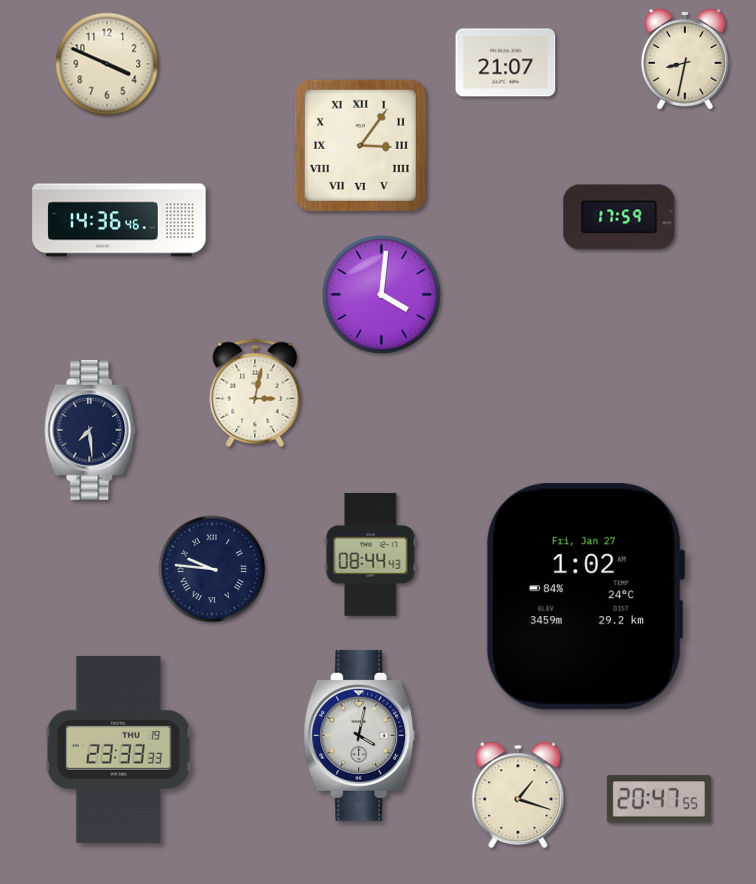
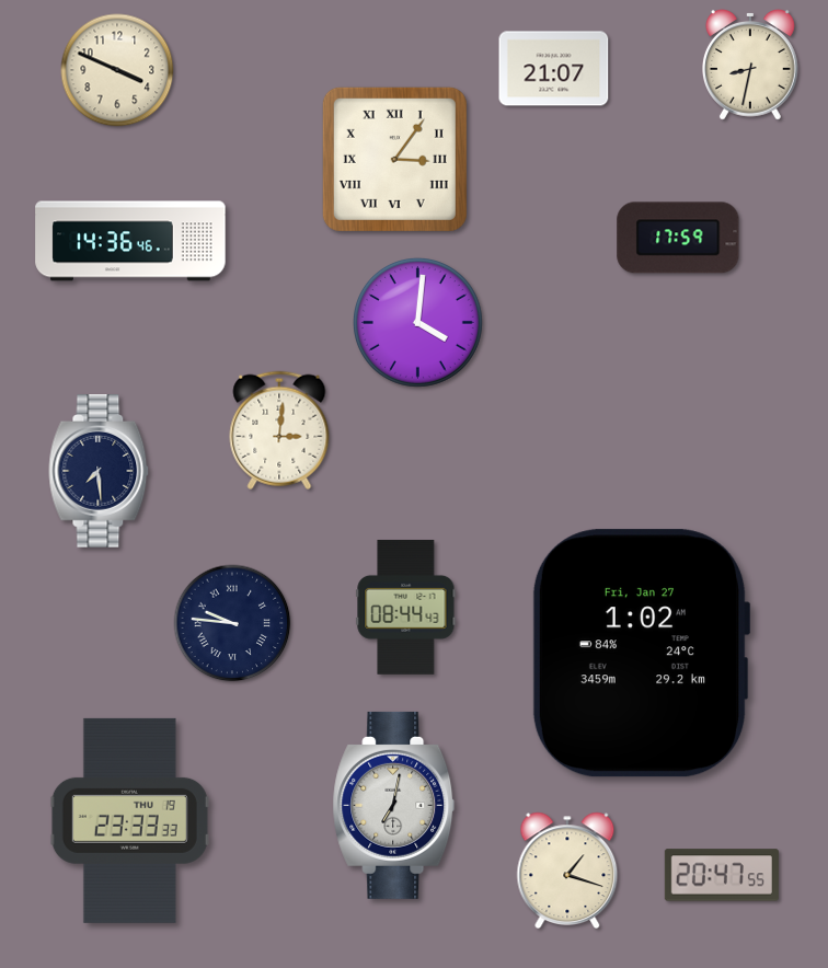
clock at (255, 393): 3:02 -> 3:01
clock at (360, 735): 4:02 -> 7:02
